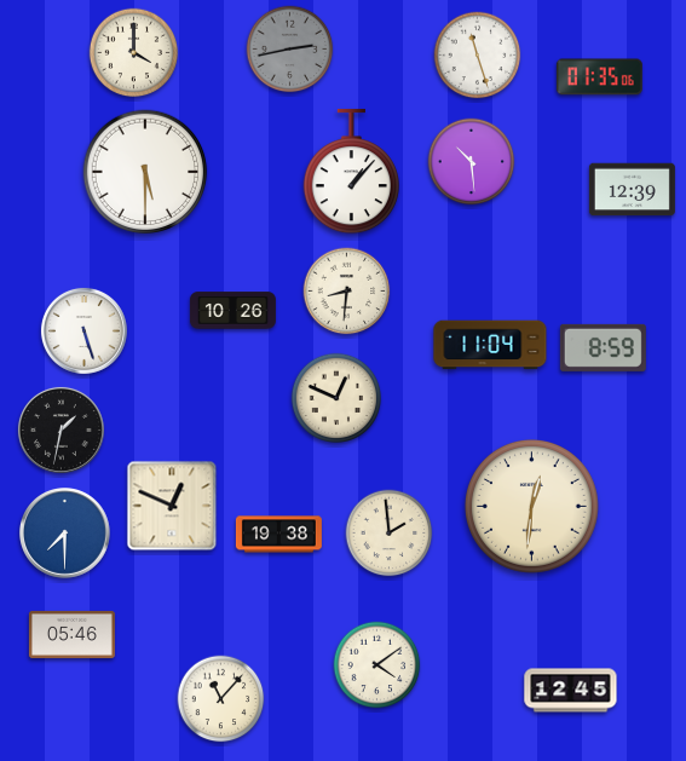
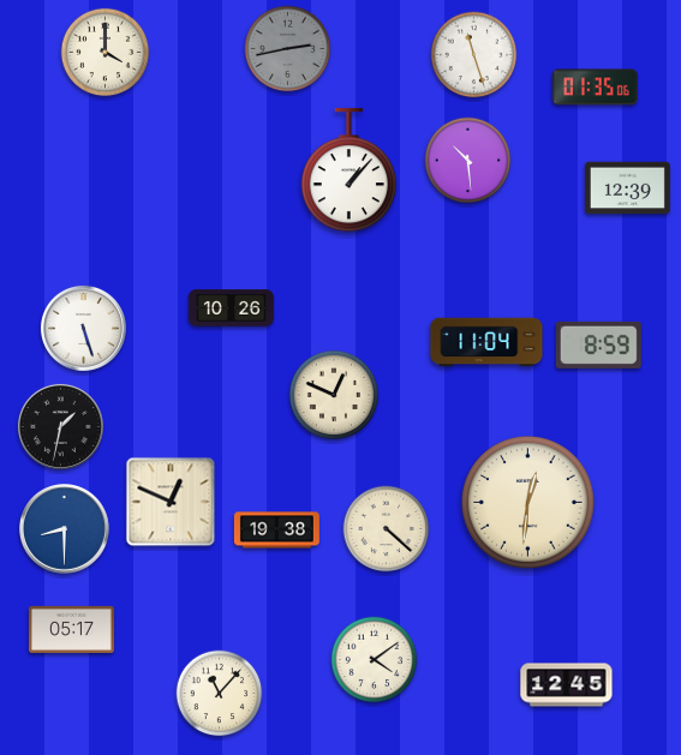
clock at (134, 53) position: (134, 53) -> (106, 53)
clock at (599, 77) position: (599, 77) -> (595, 88)
clock at (145, 172): 5:30 -> none
clock at (347, 292): 8:31 -> none
clock at (65, 534): 7:30 -> 8:30
clock at (390, 534): 1:59 -> 4:22
clock at (71, 634): 05:46 -> 05:17
